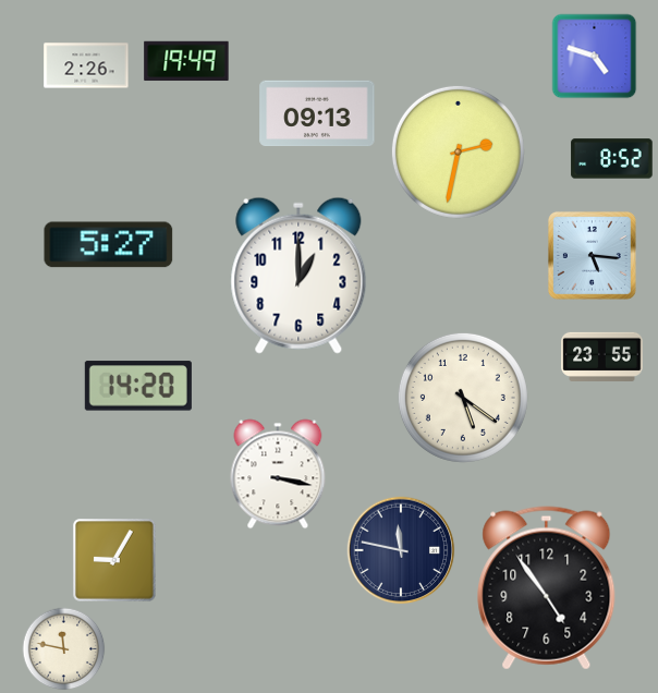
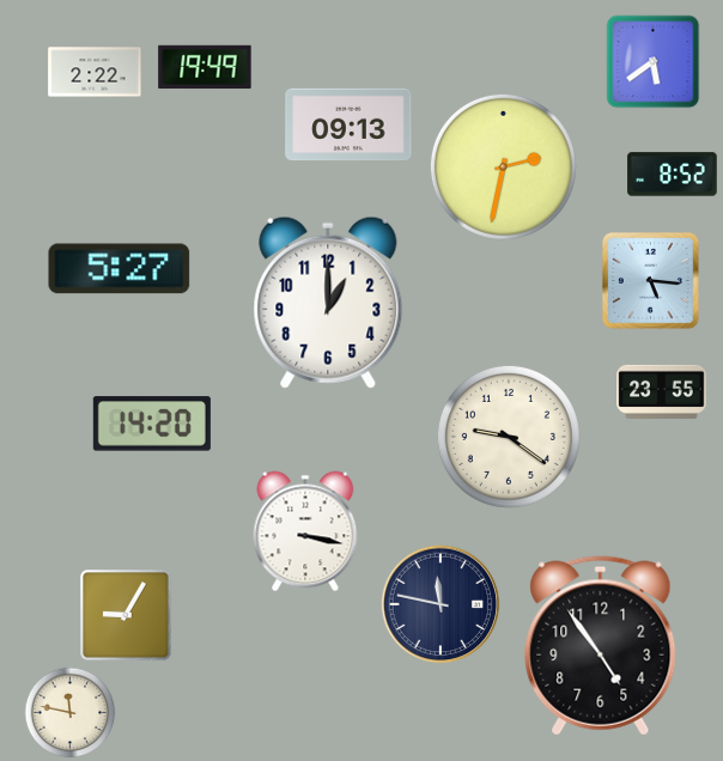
clock at (595, 57): 4:48 -> 5:39
clock at (86, 65): 2:26 -> 2:22
clock at (463, 398): 5:21 -> 9:21
clock at (278, 474) position: (278, 474) -> (305, 531)
